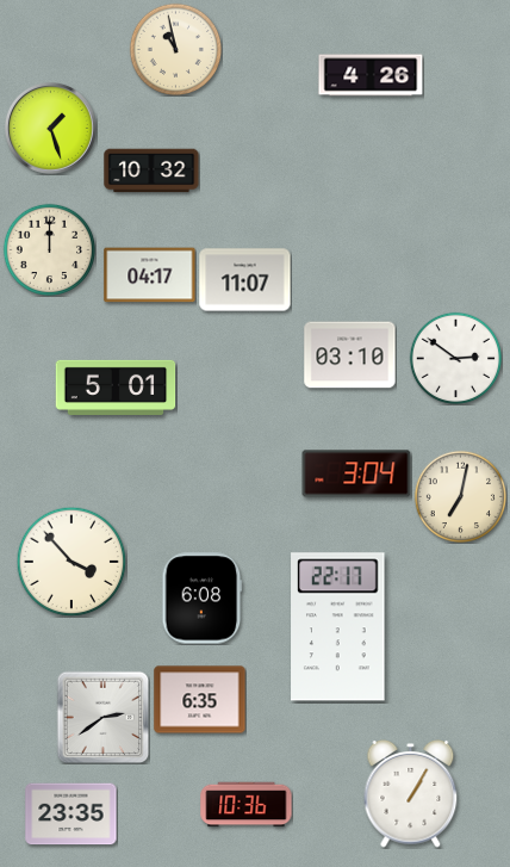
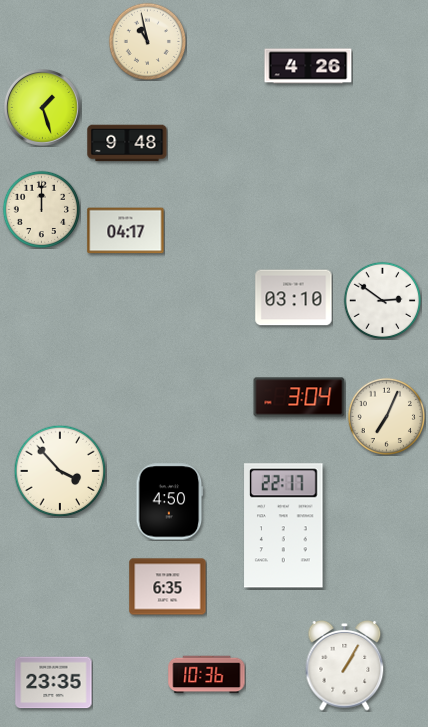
clock at (371, 75) position: (371, 75) -> (308, 66)
clock at (151, 171): 10:32 -> 9:48
clock at (245, 280): 11:07 -> none
clock at (116, 388): 5:01 -> none
clock at (460, 496): 7:02 -> 7:04
clock at (203, 599): 6:08 -> 4:50
clock at (102, 717): 2:39 -> none
clock at (71, 815) position: (71, 815) -> (54, 683)
